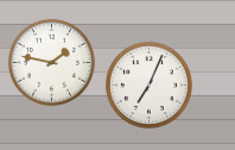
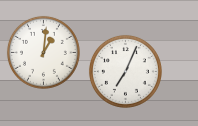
clock at (51, 62): 1:47 -> 1:01
